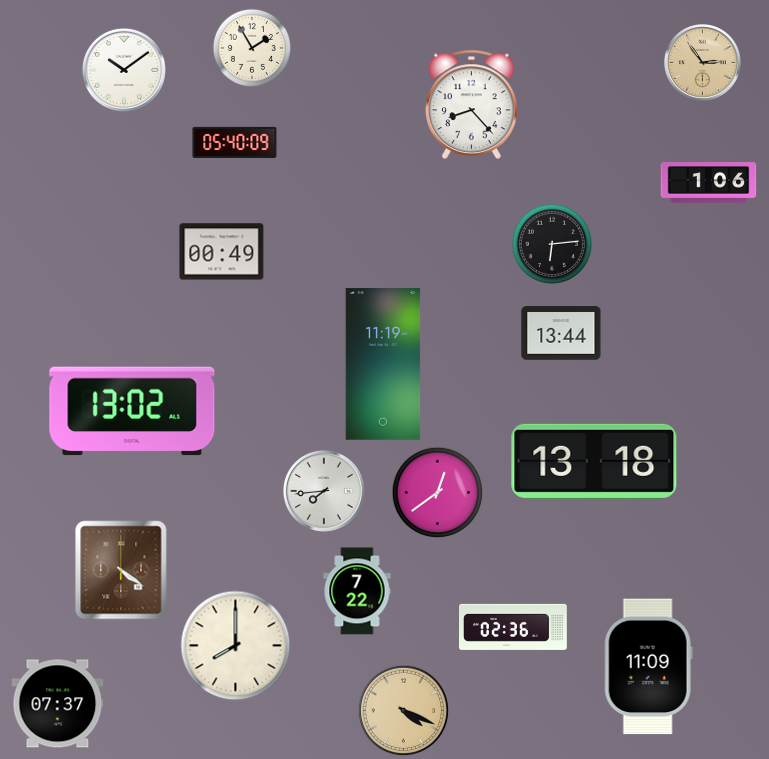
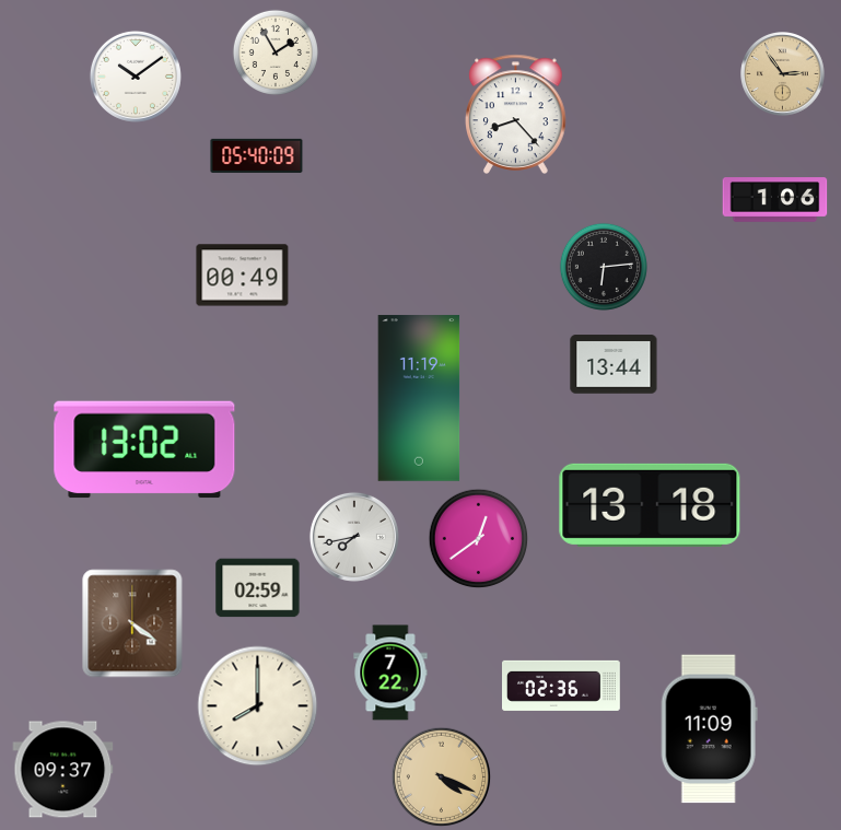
clock at (703, 63) position: (703, 63) -> (783, 74)
clock at (324, 491): 7:44 -> 7:43
clock at (258, 588): none -> 02:59
clock at (357, 591) position: (357, 591) -> (390, 673)
clock at (58, 704): 07:37 -> 09:37
